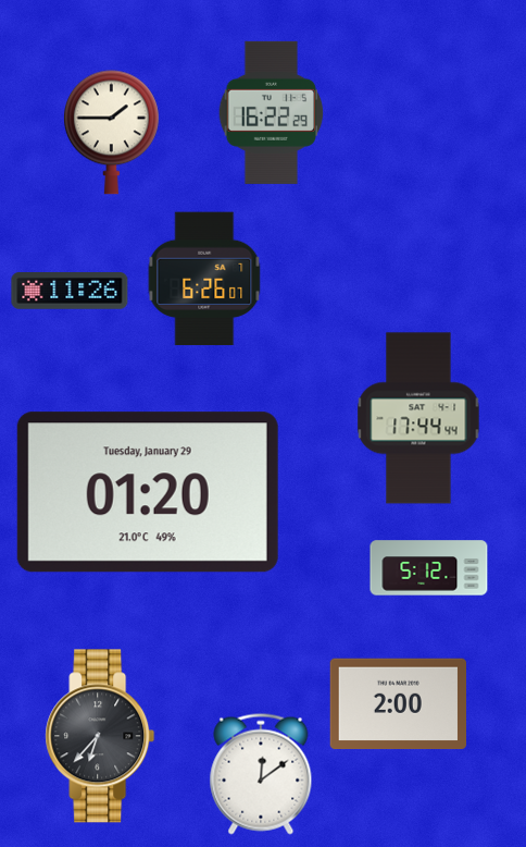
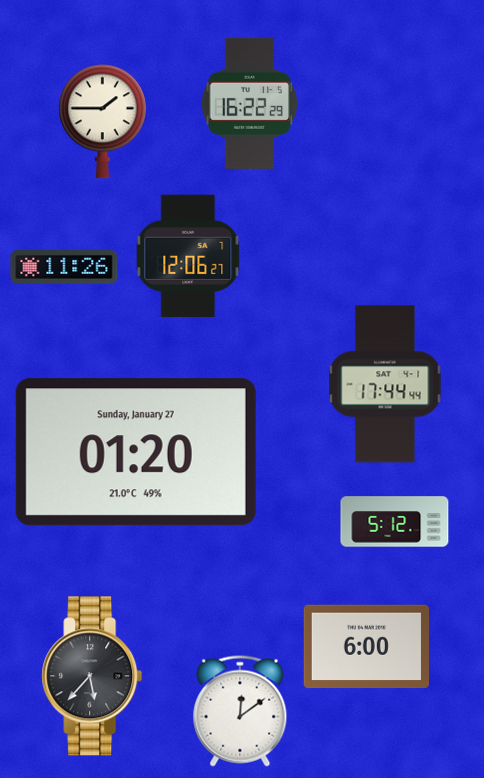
clock at (204, 279): 6:26 -> 12:06
clock at (148, 492) date: Tuesday, January 29 -> Sunday, January 27
clock at (398, 704): 2:00 -> 6:00
clock at (100, 736): 6:37 -> 5:37
